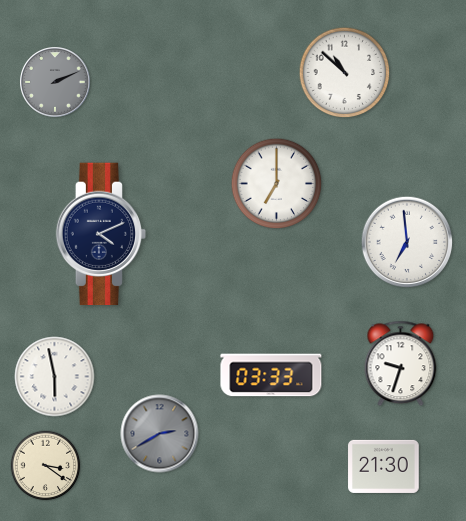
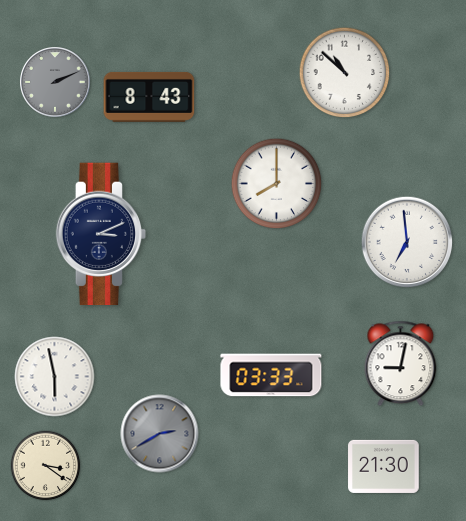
clock at (149, 97): none -> 8:43
clock at (277, 184): 7:00 -> 8:00
clock at (101, 234): 4:11 -> 3:11
clock at (401, 364): 9:33 -> 9:02
